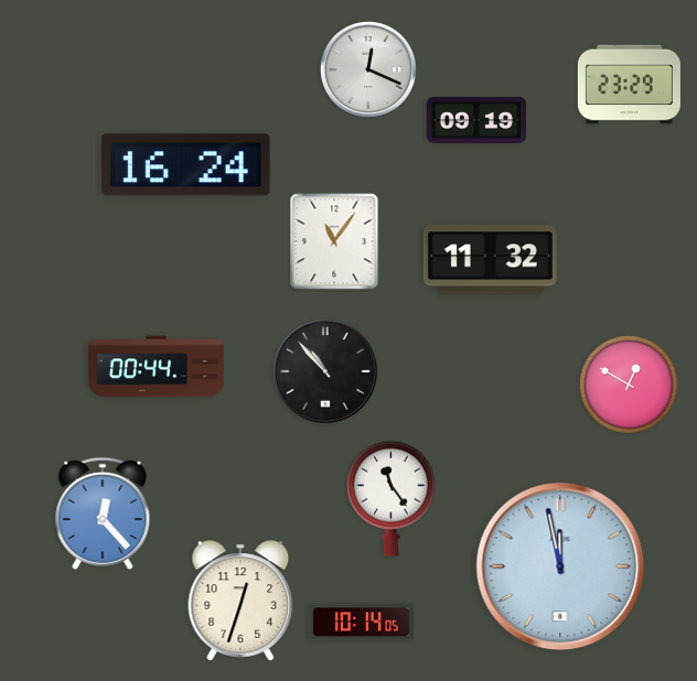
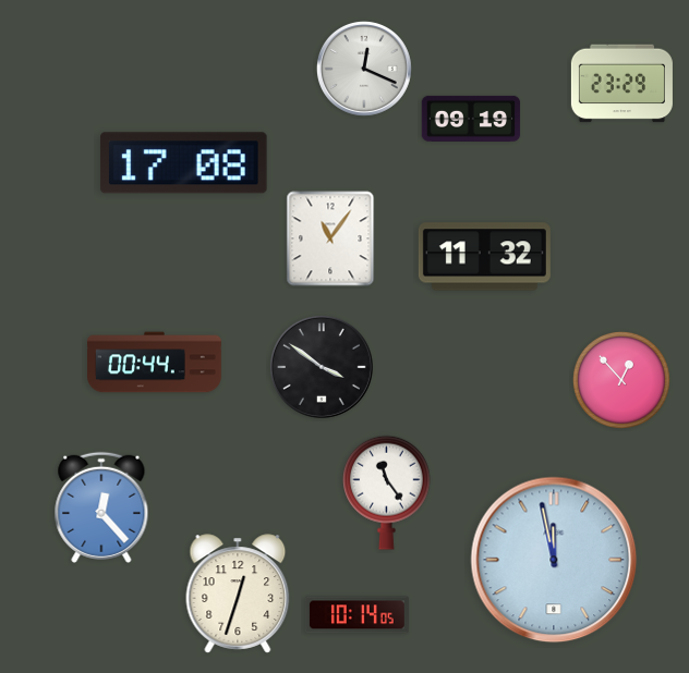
clock at (186, 165): 16:24 -> 17:08
clock at (325, 371): 10:53 -> 3:51
clock at (629, 385): 12:50 -> 12:53
